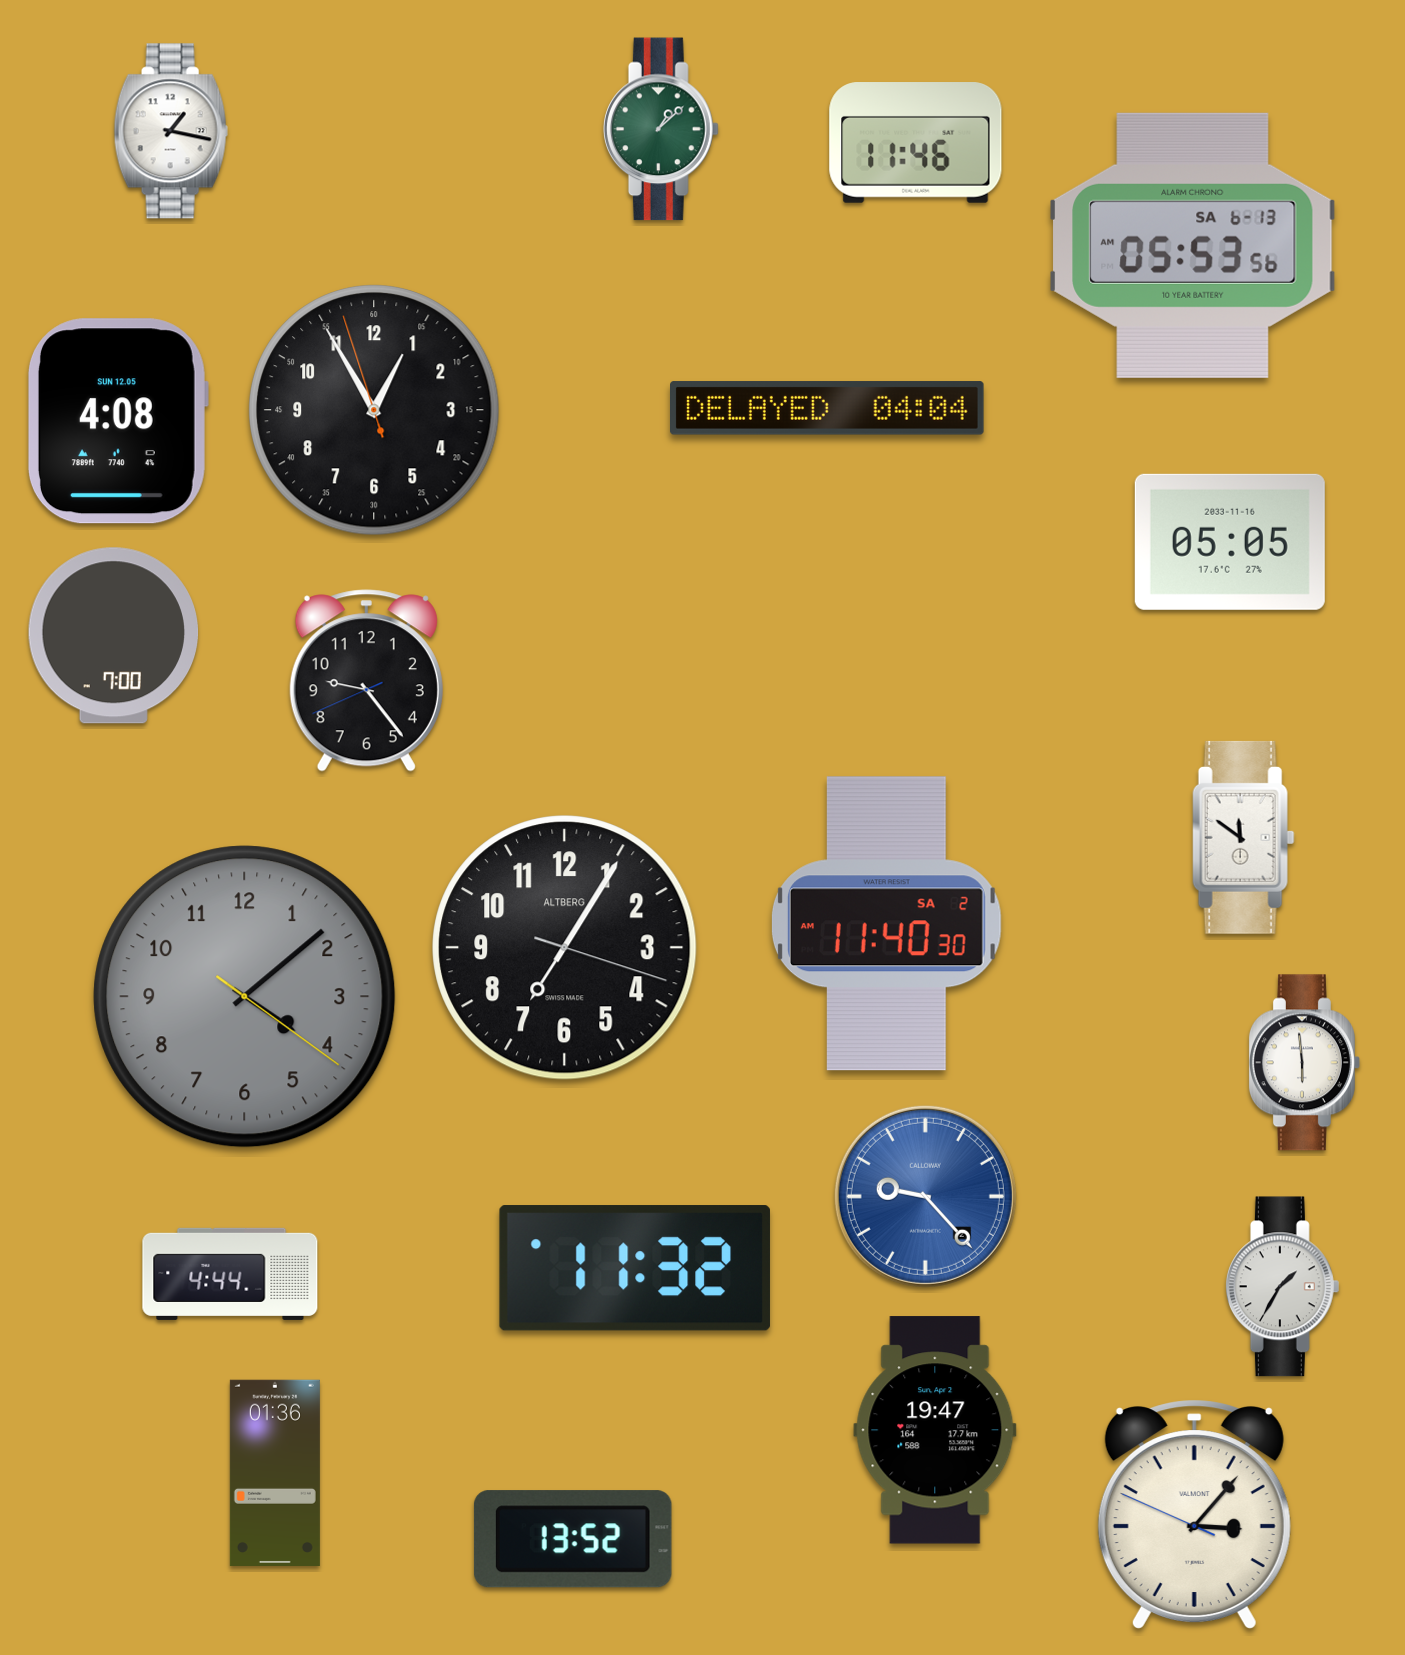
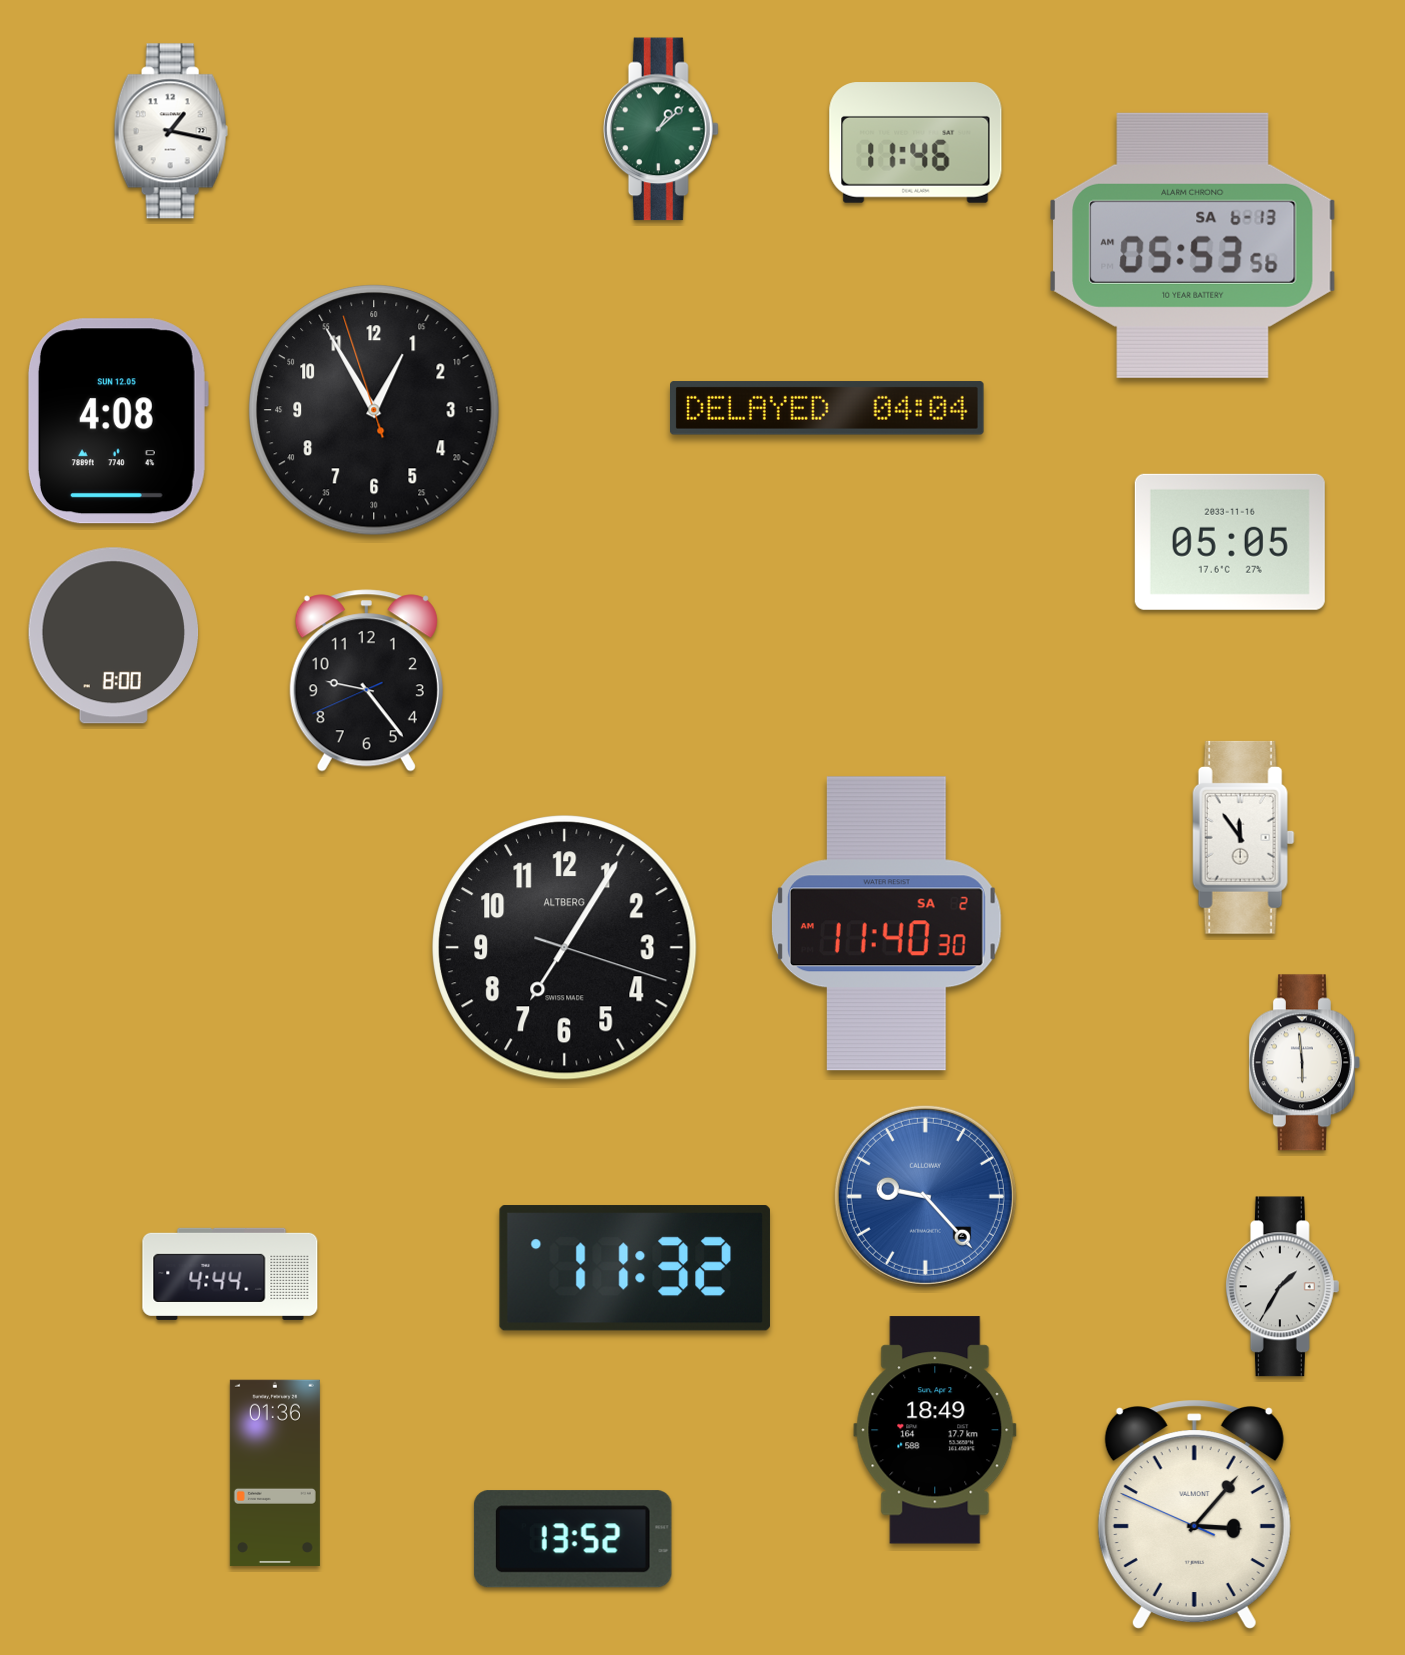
clock at (114, 636): 7:00 -> 8:00
clock at (1244, 837): 11:51 -> 11:54
clock at (245, 997): 4:08 -> none
clock at (935, 1430): 19:47 -> 18:49
